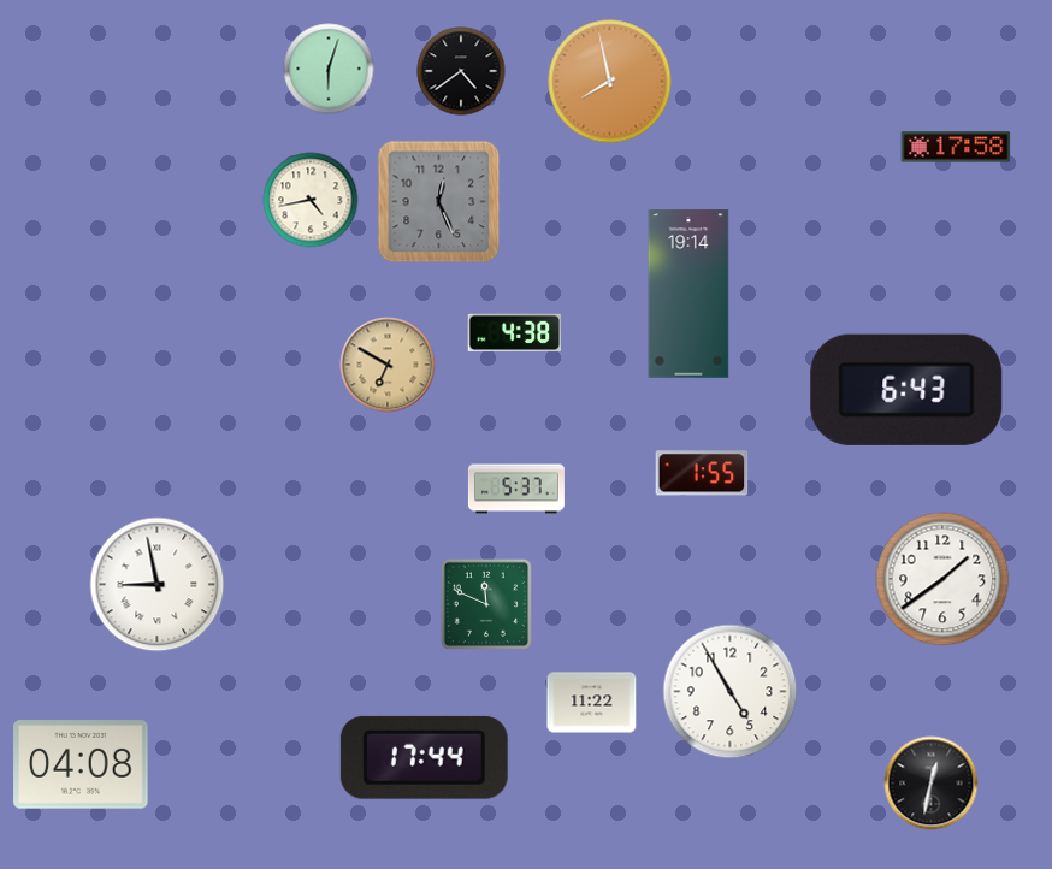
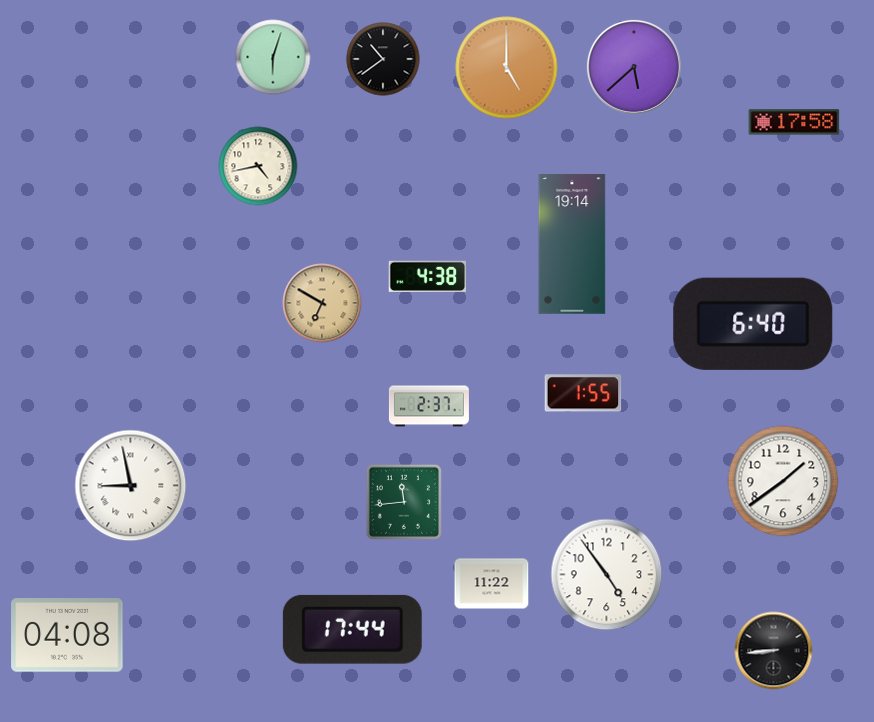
clock at (461, 71): 4:39 -> 10:39
clock at (634, 67): none -> 5:38
clock at (610, 82): 7:58 -> 5:00
clock at (439, 202): 12:26 -> none
clock at (906, 390): 6:43 -> 6:40
clock at (516, 489): 5:37 -> 2:37
clock at (486, 604): 11:49 -> 11:44
clock at (731, 692): 4:55 -> 4:54
clock at (932, 784): 12:32 -> 8:44
